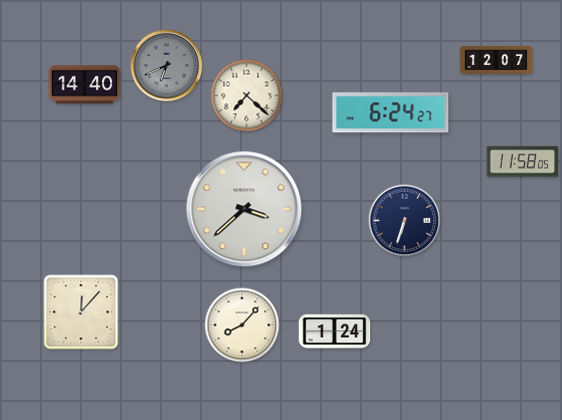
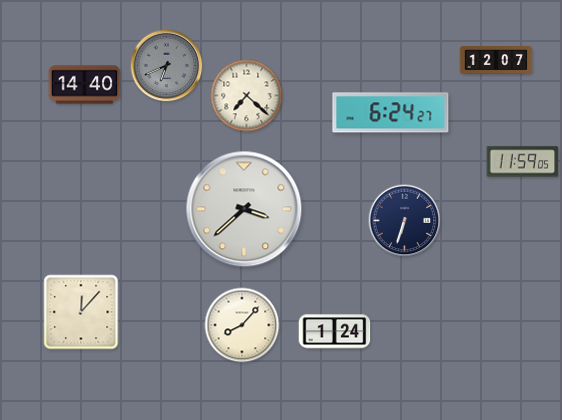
clock at (523, 162): 11:58 -> 11:59
